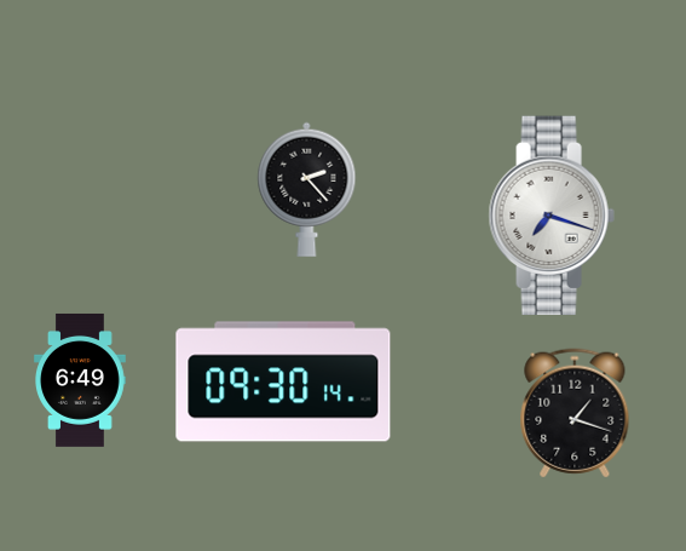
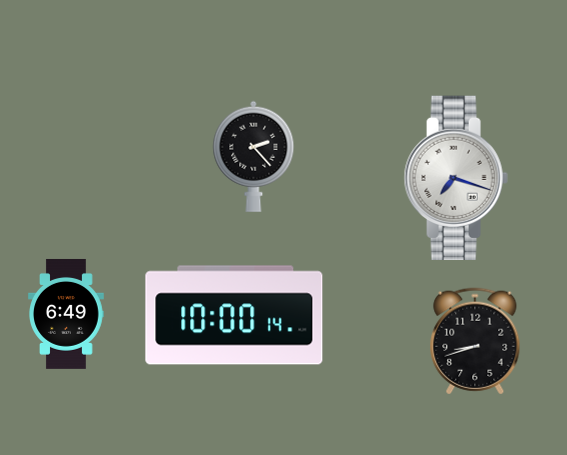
clock at (283, 381): 09:30 -> 10:00
clock at (575, 413): 1:18 -> 8:42
